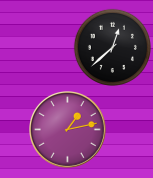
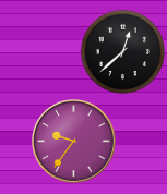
clock at (68, 130): 1:13 -> 9:36
